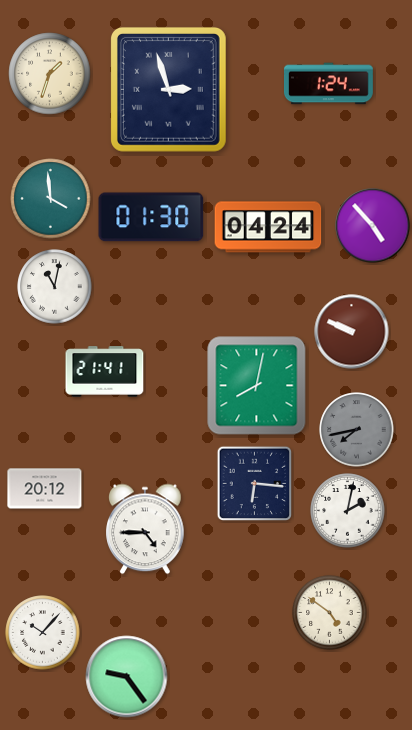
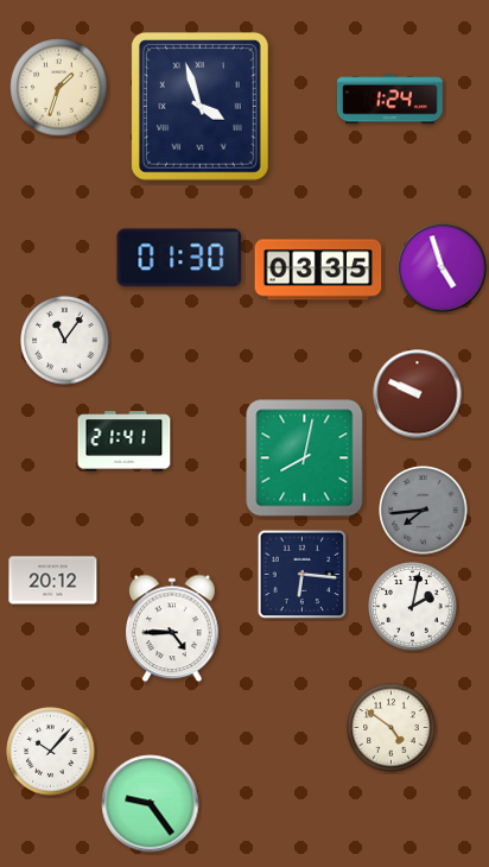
clock at (168, 89): 2:57 -> 3:57
clock at (51, 199): 3:59 -> none
clock at (373, 226): 4:53 -> 4:57
clock at (268, 227): 04:24 -> 03:35
clock at (55, 287): 11:02 -> 11:06
clock at (357, 430): 7:43 -> 7:44
